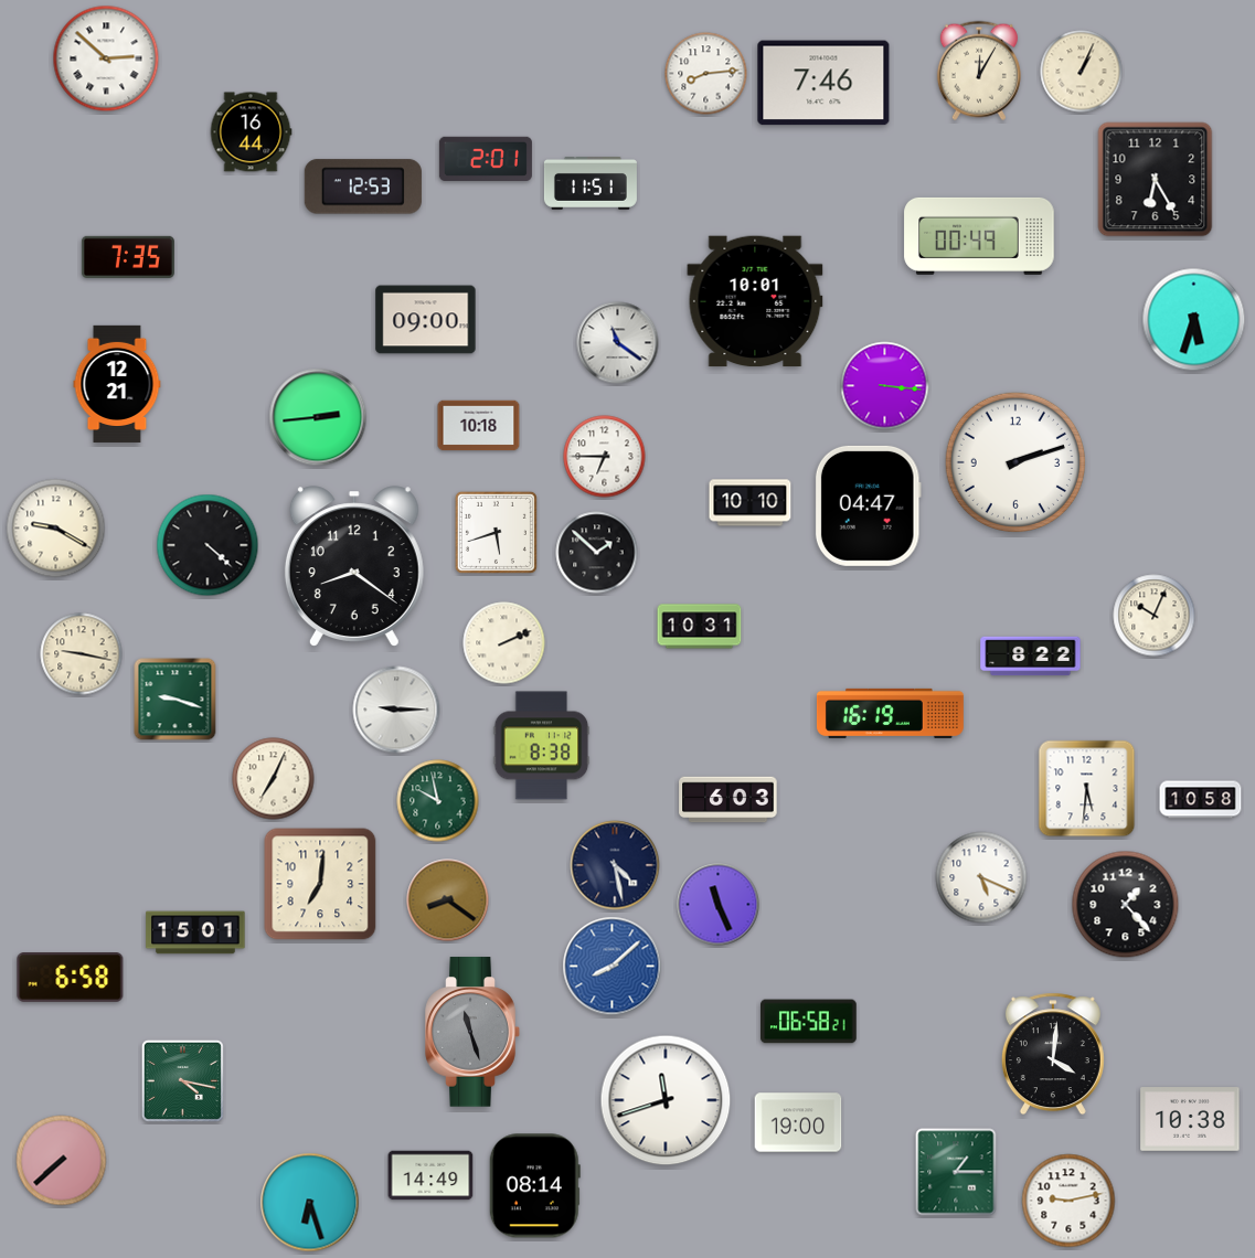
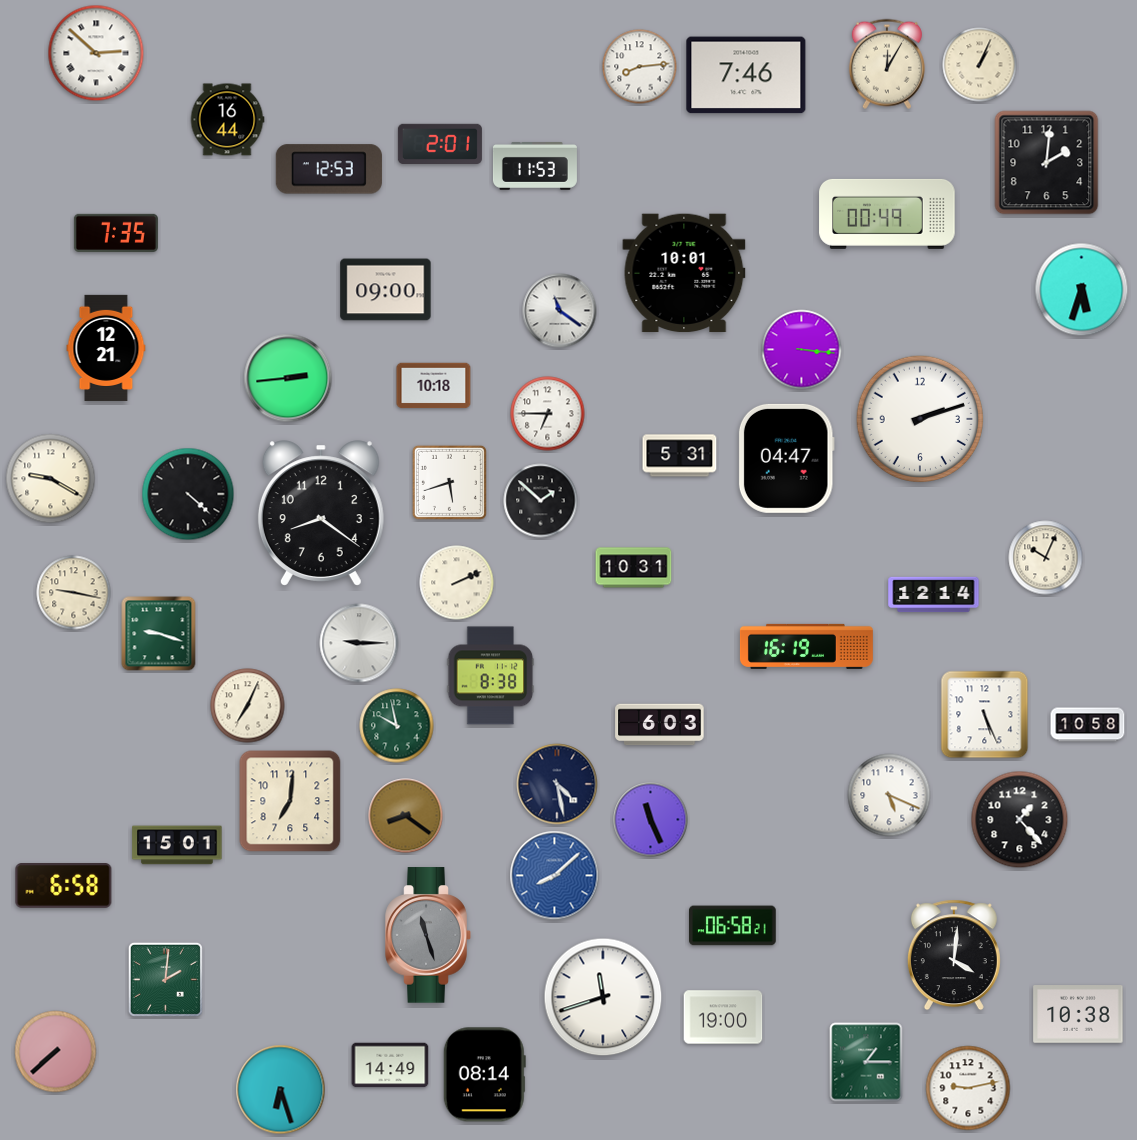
clock at (1156, 180): 6:25 -> 2:01
clock at (591, 184): 11:51 -> 11:53
clock at (751, 503): 10:10 -> 5:31
clock at (1031, 657): 8:22 -> 12:14
clock at (1087, 789): 5:31 -> 5:26
clock at (182, 1080): 4:17 -> 2:01
